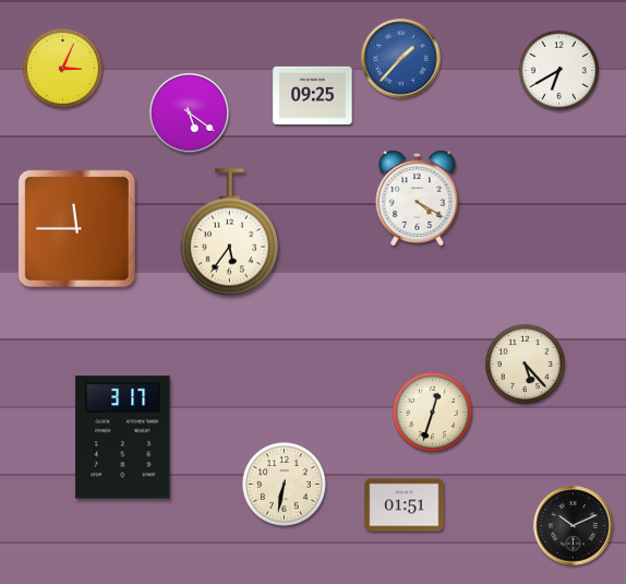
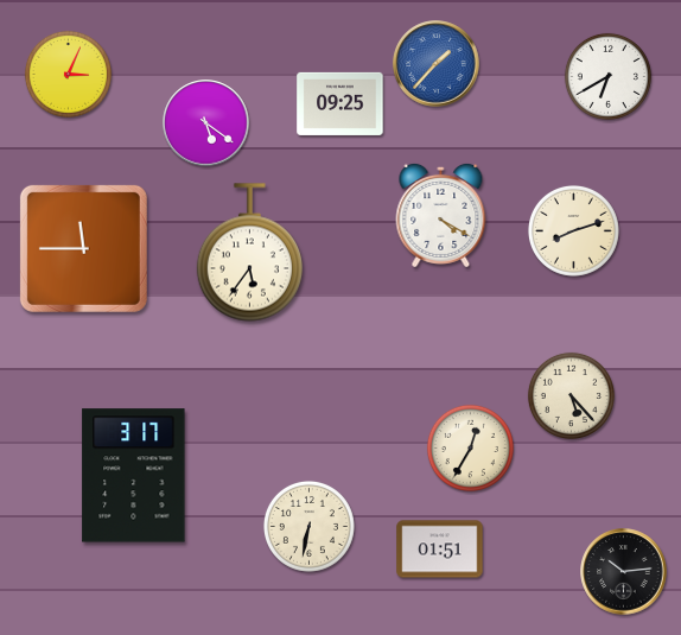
clock at (418, 198) position: (418, 198) -> (441, 215)
clock at (573, 230): none -> 8:12
clock at (432, 412): 12:33 -> 12:35
clock at (574, 526): 10:11 -> 10:14
